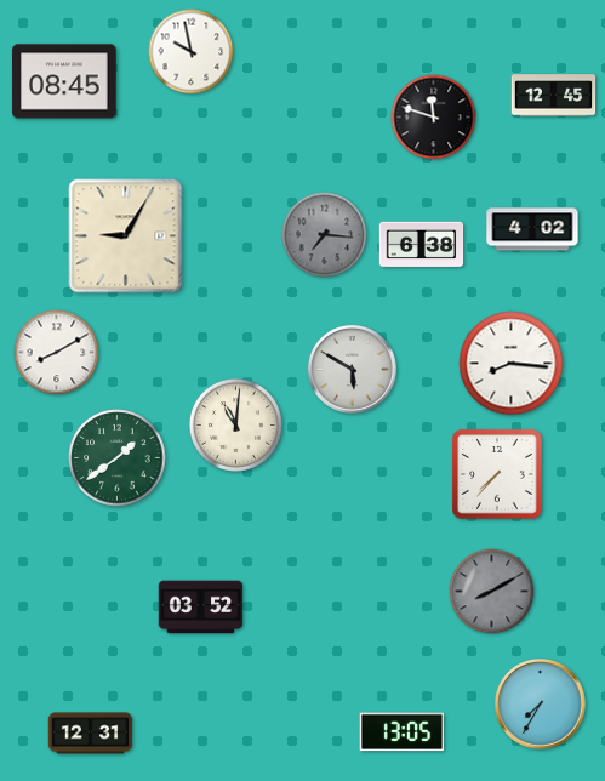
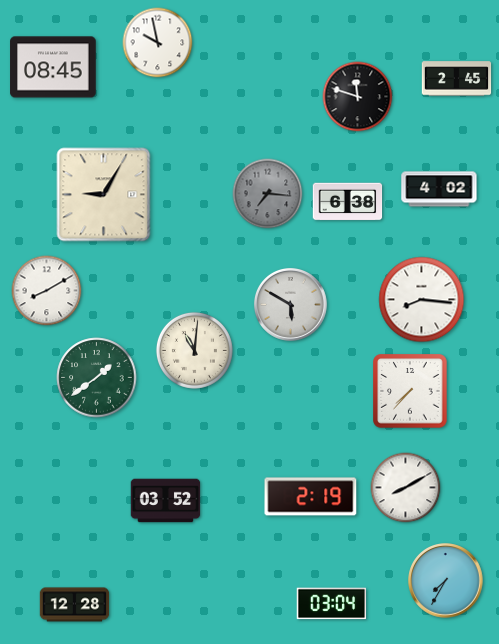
clock at (554, 96): 12:45 -> 2:45
clock at (492, 592) dial: grey -> white
clock at (311, 497): none -> 2:19
clock at (403, 732): 13:05 -> 03:04
clock at (91, 734): 12:31 -> 12:28
